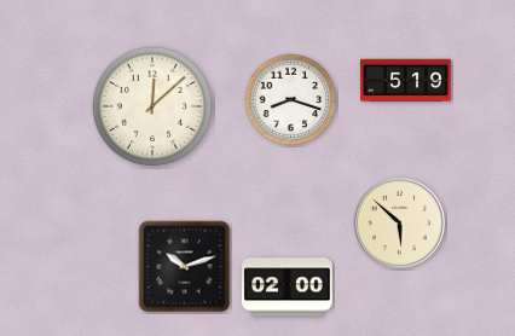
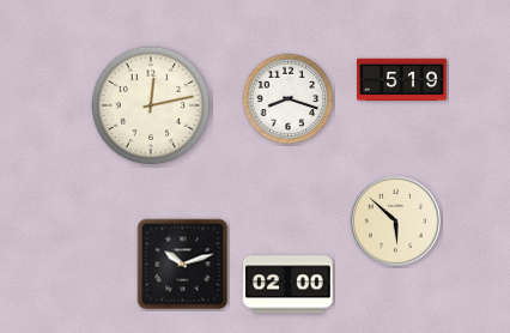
clock at (152, 106): 12:08 -> 12:13
clock at (288, 288) position: (288, 288) -> (289, 285)
